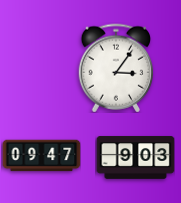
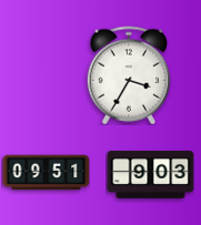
clock at (115, 68): 3:06 -> 3:35
clock at (41, 156): 09:47 -> 09:51
